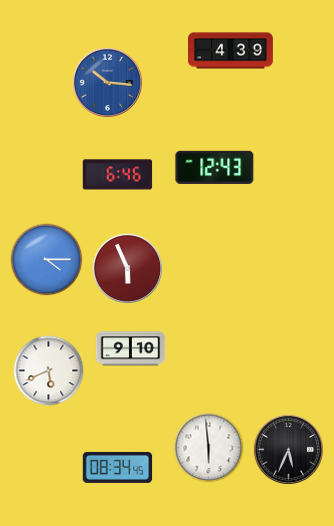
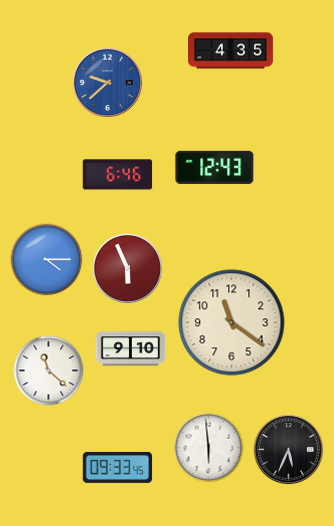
clock at (231, 51): 4:39 -> 4:35
clock at (107, 82): 10:16 -> 9:38
clock at (232, 323): none -> 11:21
clock at (49, 371): 5:41 -> 11:22
clock at (118, 467): 08:34 -> 09:33
